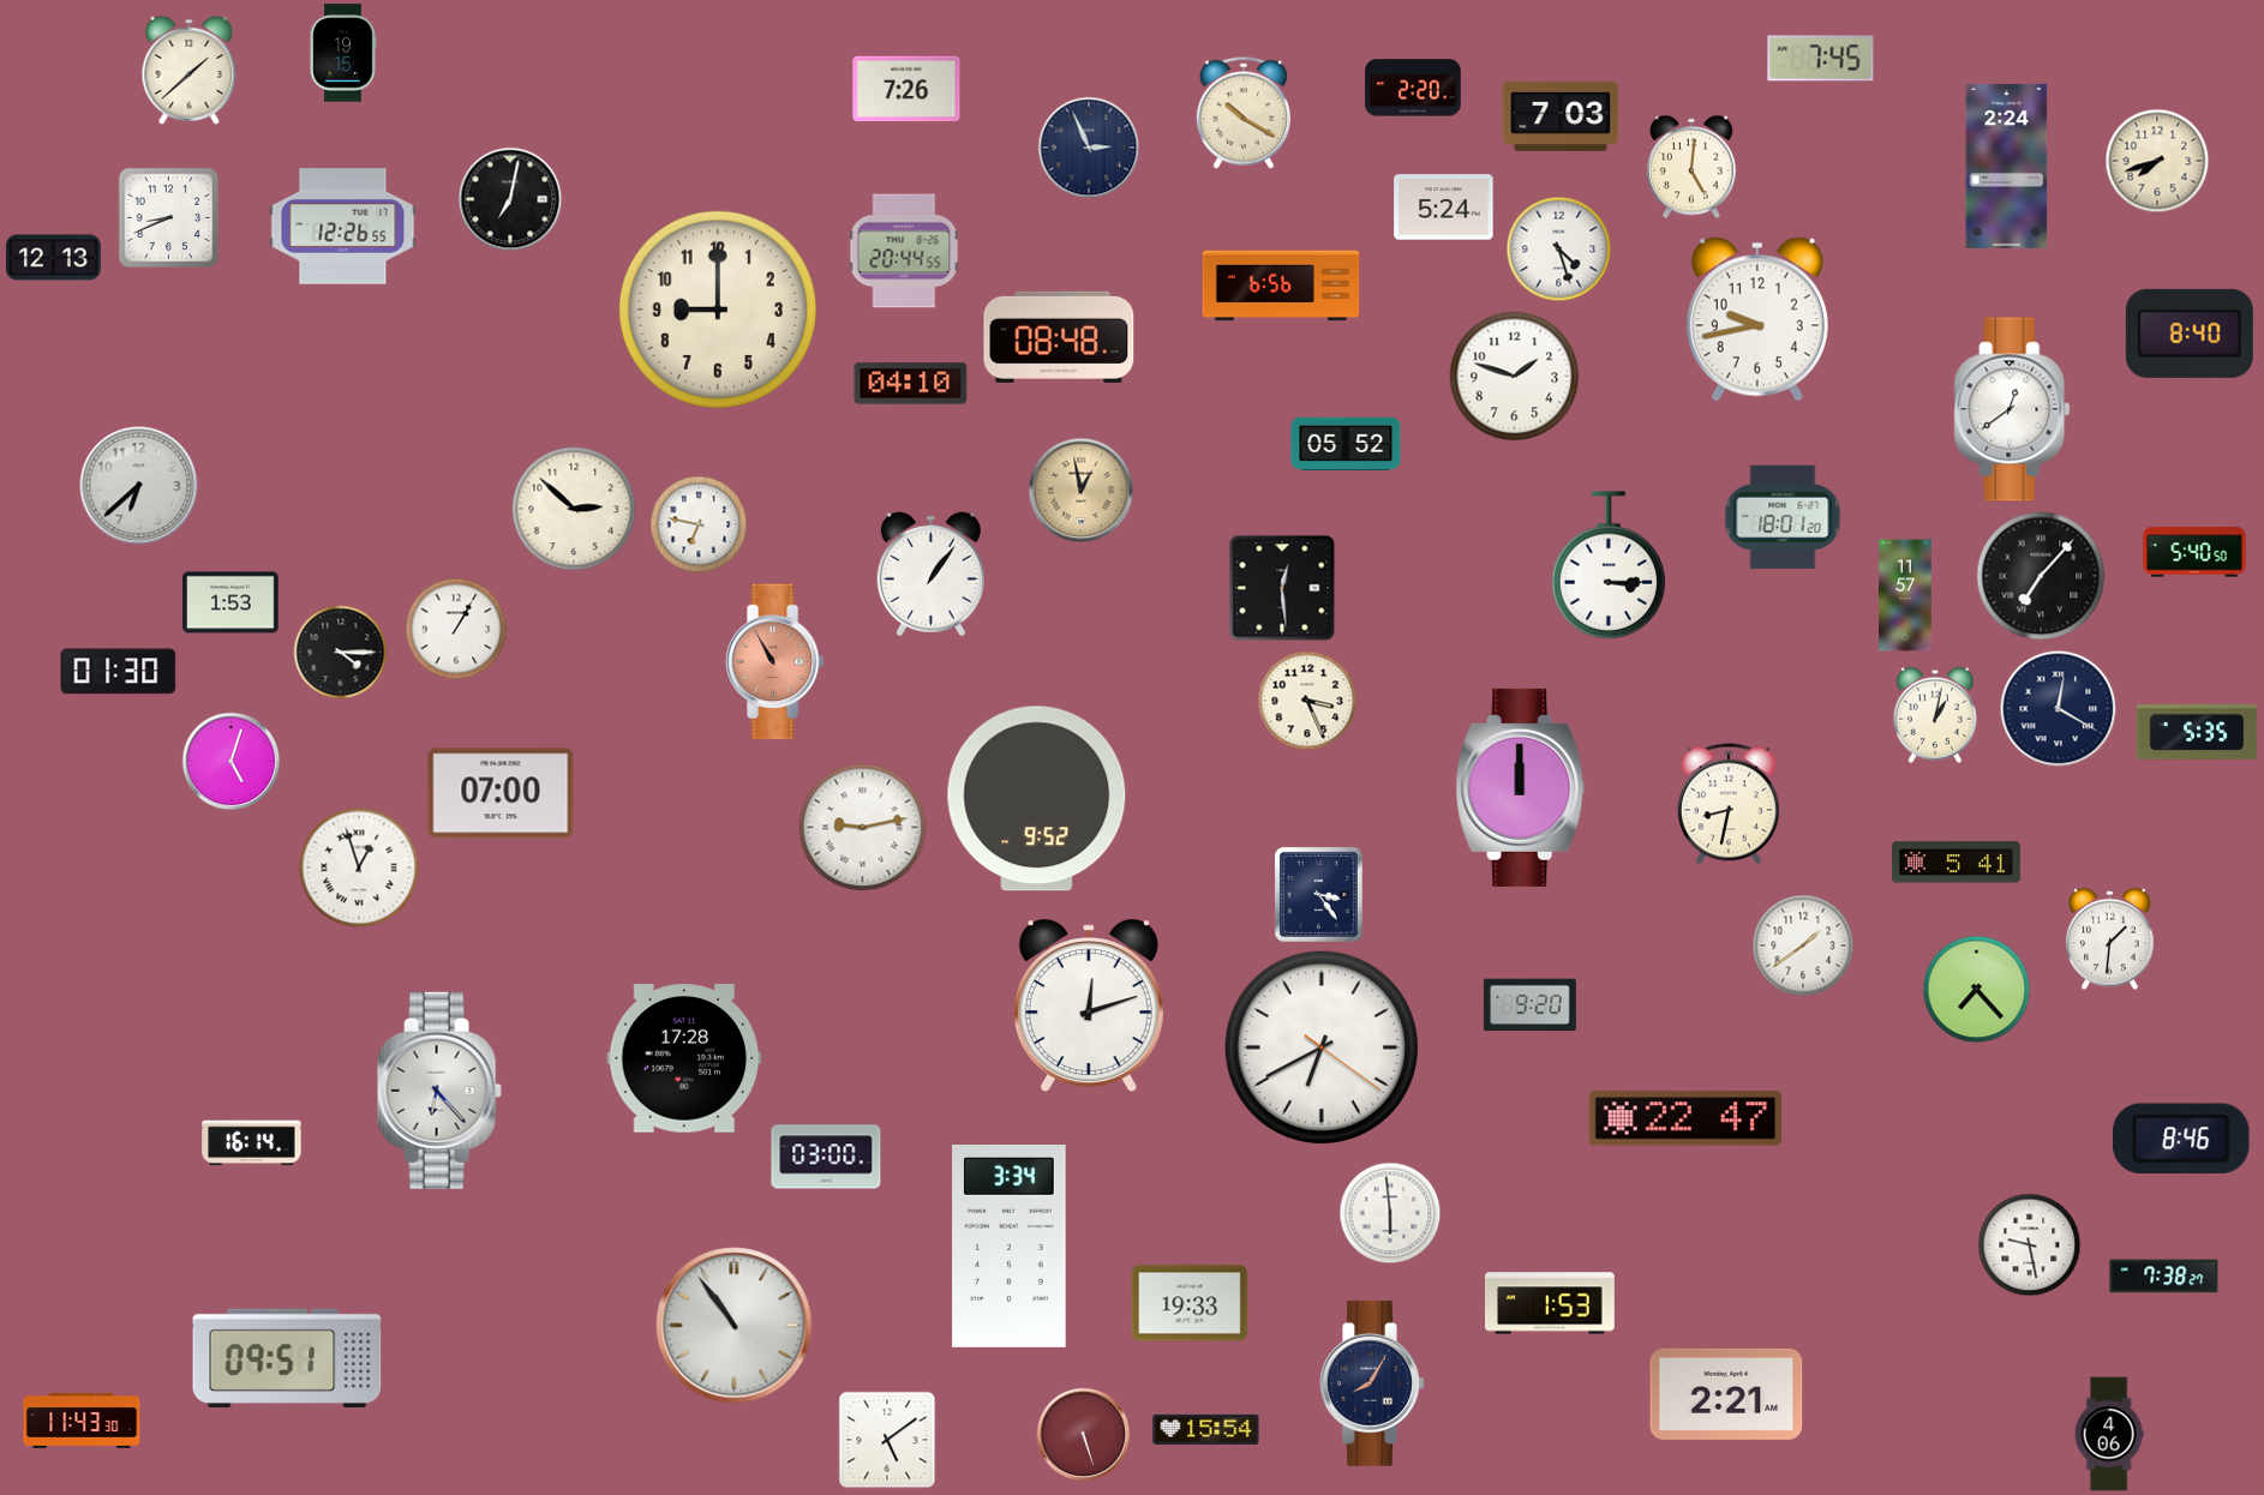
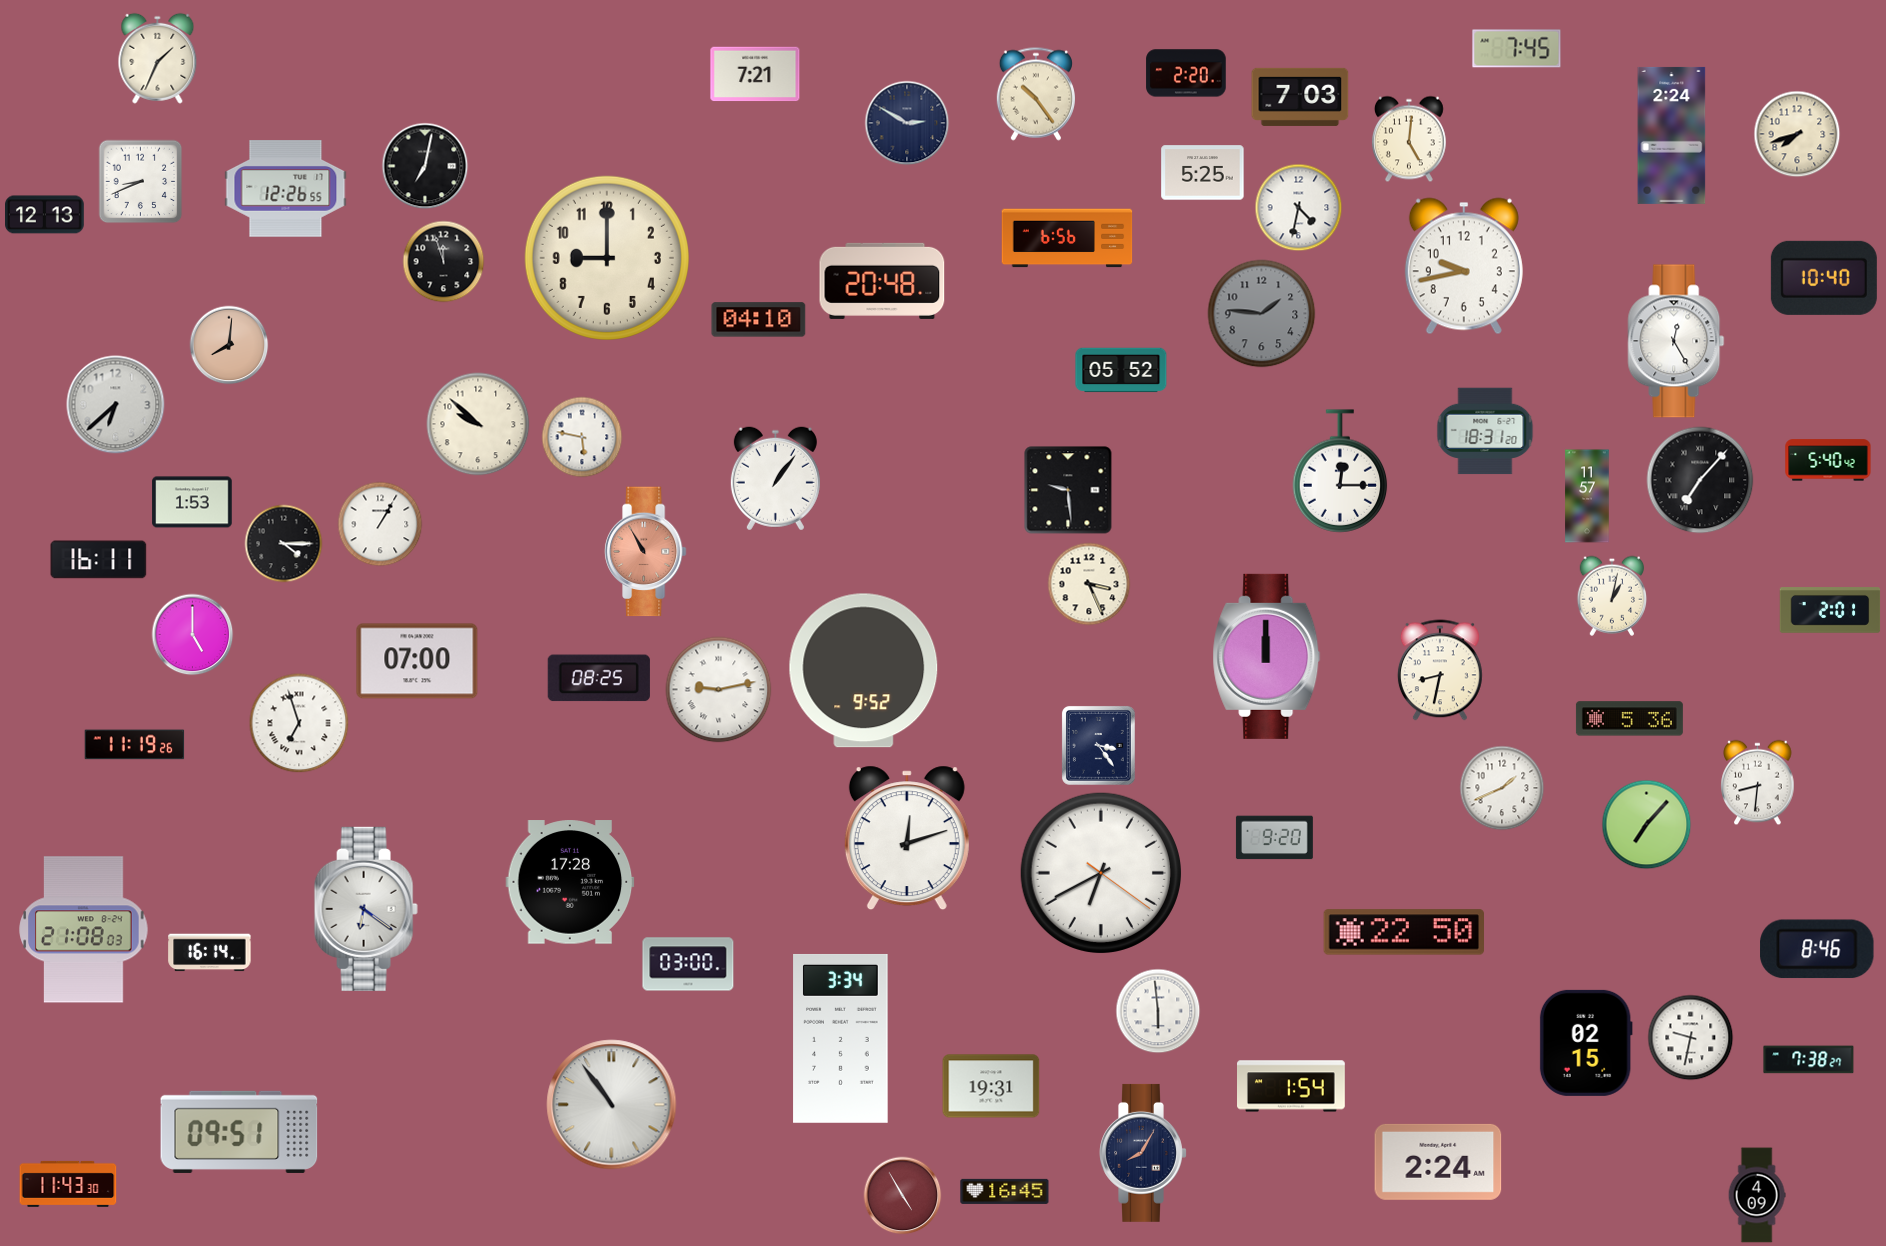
clock at (343, 53): 19:15 -> none
clock at (190, 70): 1:38 -> 1:34
clock at (1413, 88) position: (1413, 88) -> (1186, 73)
clock at (906, 89): 7:26 -> 7:21
clock at (1244, 113): 10:20 -> 10:24
clock at (1089, 148): 2:56 -> 2:50
clock at (2007, 166) position: (2007, 166) -> (1672, 135)
clock at (1444, 208): 5:24 -> 5:25
clock at (1559, 250): 4:27 -> 4:32
clock at (904, 251): 20:44 -> none
clock at (718, 310) position: (718, 310) -> (607, 258)
clock at (444, 262): none -> 11:57
clock at (2190, 334): 8:40 -> 10:40
clock at (1059, 337): 08:48 -> 20:48
clock at (1515, 377): 1:48 -> 1:46
clock at (1515, 377) dial: white -> grey
clock at (2012, 409): 12:39 -> 12:25
clock at (229, 345): none -> 8:01
clock at (1082, 491): 12:58 -> none
clock at (574, 509): 2:52 -> 9:52
clock at (1783, 517): 18:01 -> 18:31
clock at (699, 524): 6:47 -> 5:47
clock at (2194, 552): 5:40:50 -> 5:40:42
clock at (1609, 565): 3:15 -> 12:15
clock at (1282, 588): 12:29 -> 9:29
clock at (119, 672): 01:30 -> 16:11
clock at (2059, 709): 12:20 -> none
clock at (2197, 732): 5:35 -> 2:01
clock at (232, 762): 5:03 -> 5:00
clock at (1037, 799) position: (1037, 799) -> (864, 671)
clock at (599, 678): none -> 08:25
clock at (1955, 863): 5:41 -> 5:36
clock at (359, 867): 12:57 -> 6:57
clock at (135, 745): none -> 11:19
clock at (2110, 939): 1:31 -> 8:31
clock at (1803, 945): 1:39 -> 1:41
clock at (1977, 990): 7:23 -> 7:07
clock at (439, 1091): 6:23 -> 6:21
clock at (84, 930): none -> 21:08
clock at (1685, 1118): 22:47 -> 22:50
clock at (2030, 1245): 9:28 -> 9:32
clock at (1586, 1043): none -> 02:15
clock at (2164, 1277) position: (2164, 1277) -> (1809, 1060)
clock at (1190, 1303): 19:33 -> 19:31
clock at (1551, 1303): 1:53 -> 1:54
clock at (1726, 1394): 2:21 -> 2:24
clock at (1206, 1429): 15:54 -> 16:45
clock at (2109, 1434): 4:06 -> 4:09
clock at (1084, 1435): 5:27 -> 4:55
clock at (887, 1440): 5:09 -> none
